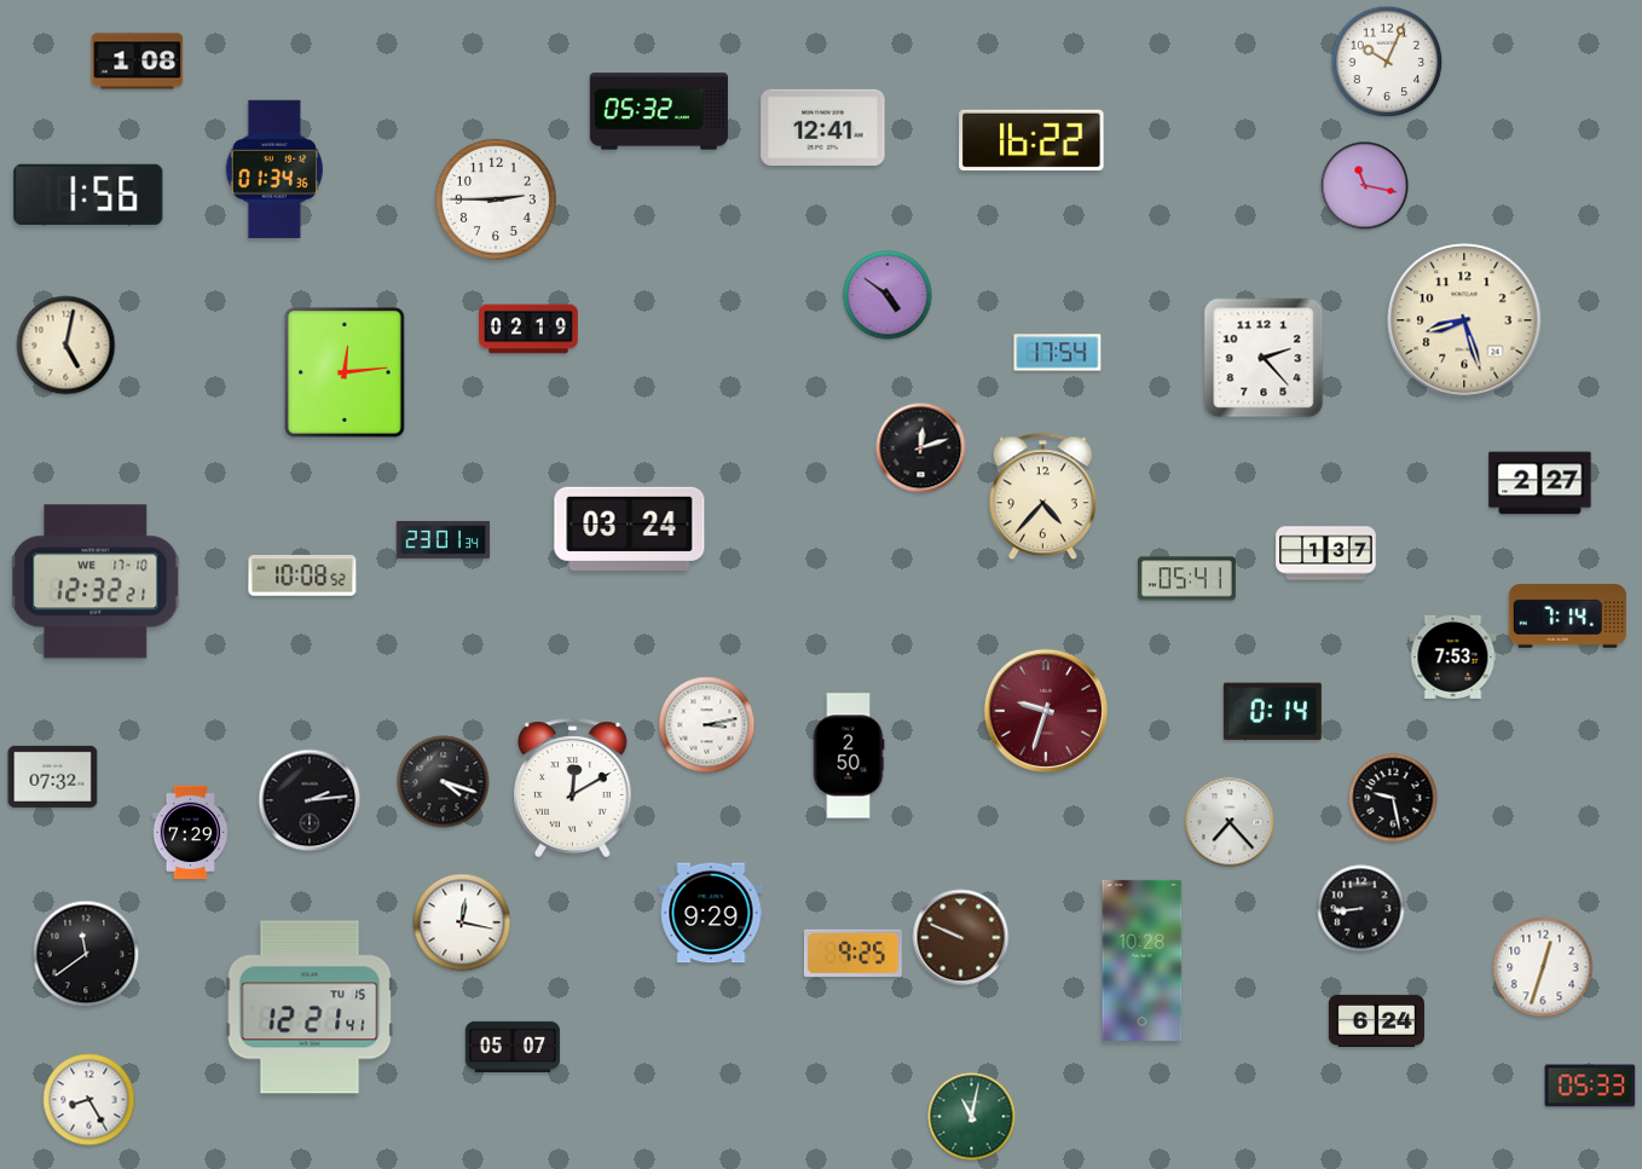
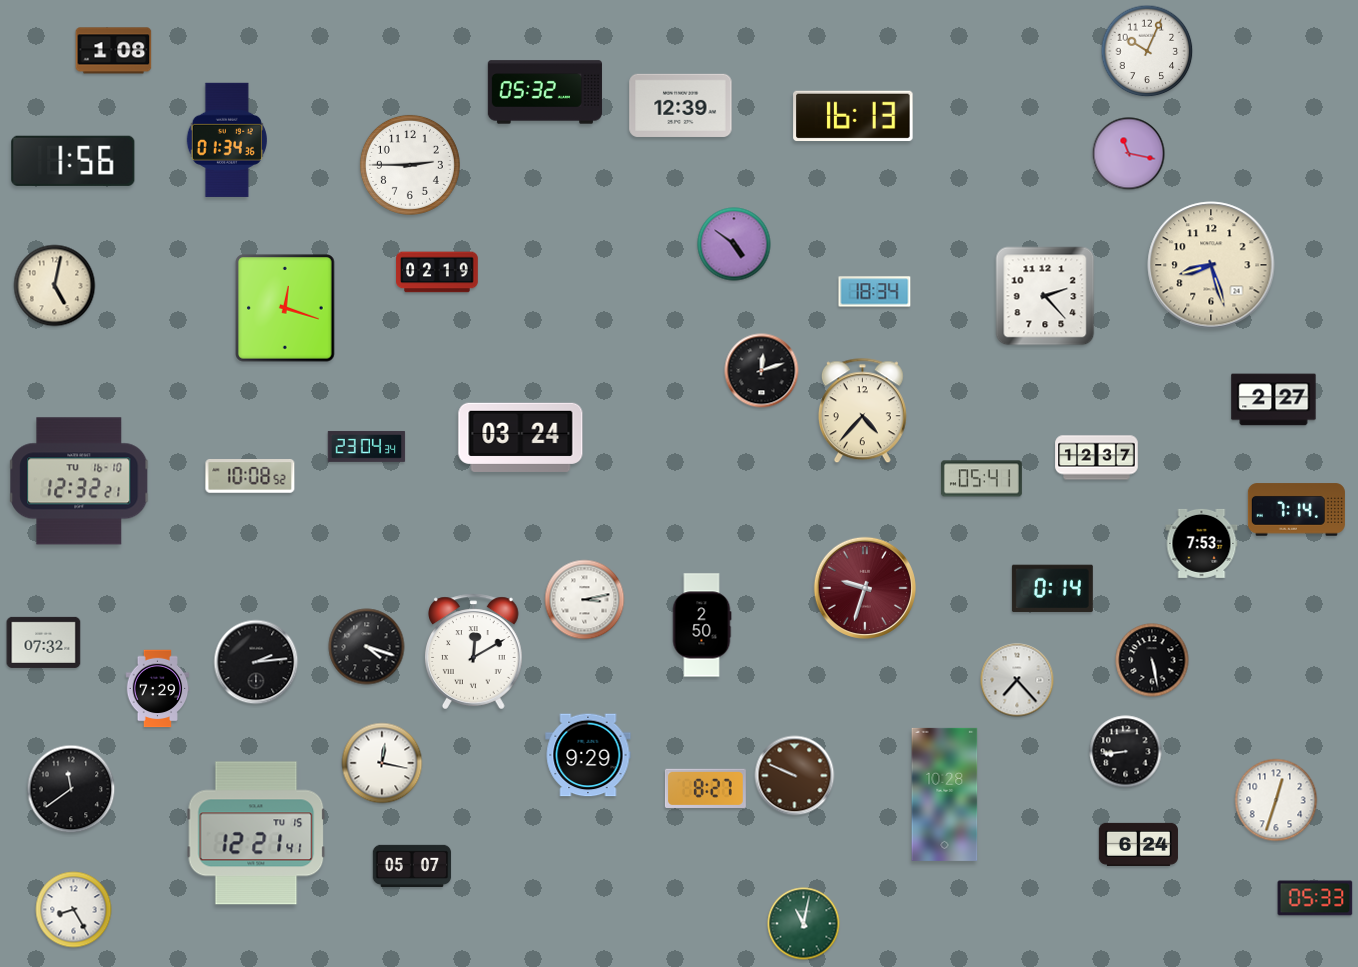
clock at (823, 127): 12:41 -> 12:39
clock at (1031, 139): 16:22 -> 16:13
clock at (1058, 353): 17:54 -> 18:34
clock at (345, 372): 12:14 -> 12:18
clock at (444, 539): 23:01 -> 23:04
clock at (1326, 554): 1:37 -> 12:37
clock at (97, 581) date: WE 17-10 -> TU 16-10
clock at (1393, 798): 9:28 -> 5:28
clock at (852, 953): 9:25 -> 8:27
clock at (513, 1047) position: (513, 1047) -> (412, 866)
